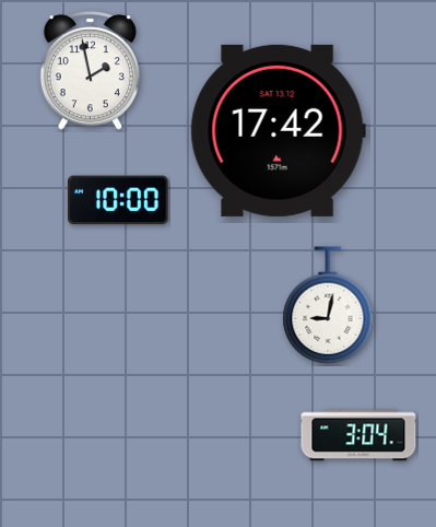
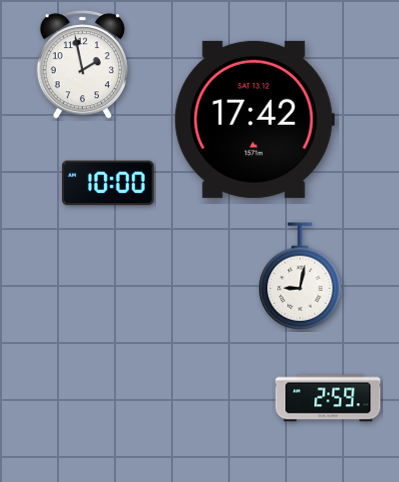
clock at (328, 305) position: (328, 305) -> (300, 276)
clock at (358, 435): 3:04 -> 2:59
